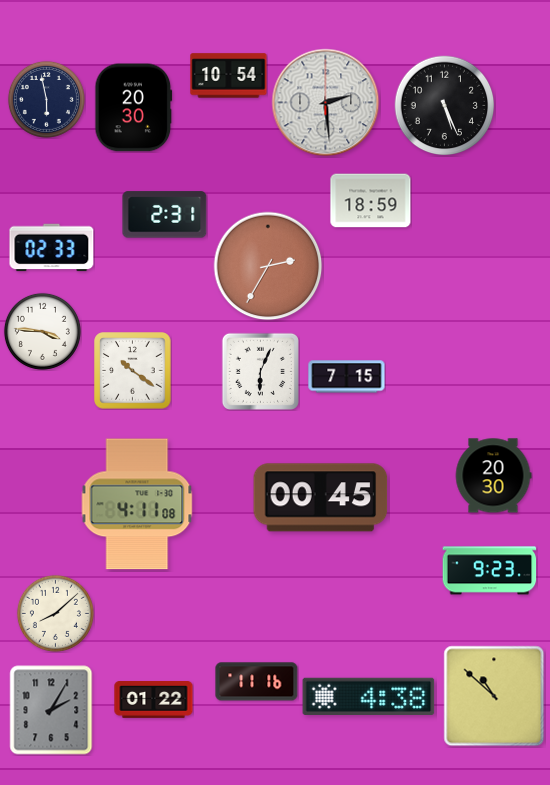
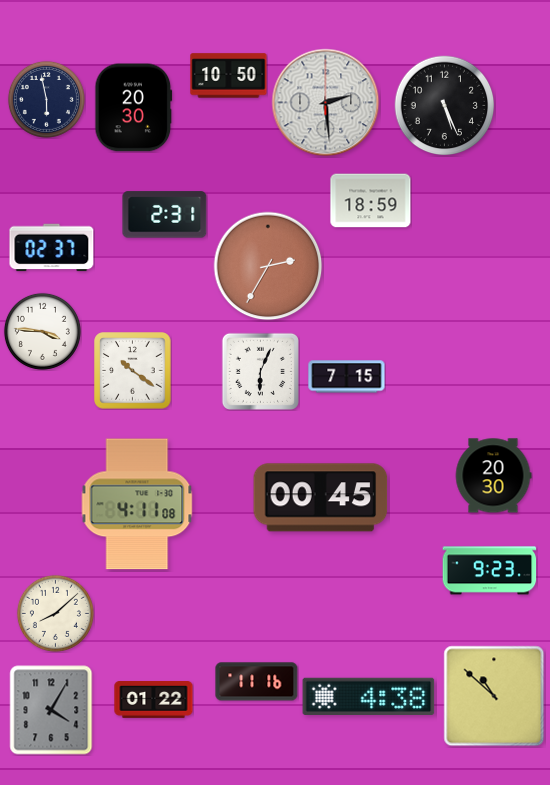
clock at (229, 76): 10:54 -> 10:50
clock at (52, 248): 02:33 -> 02:37
clock at (51, 710): 2:05 -> 4:05
